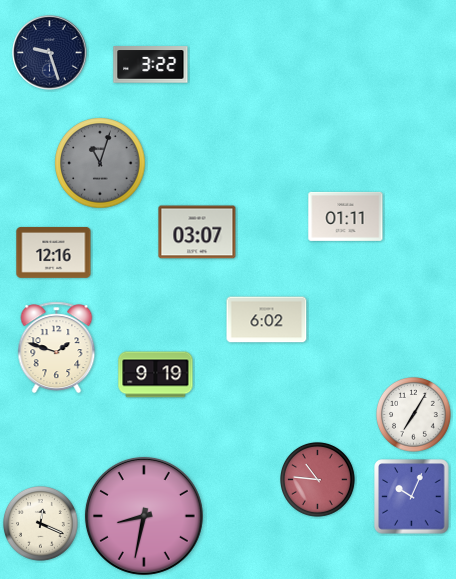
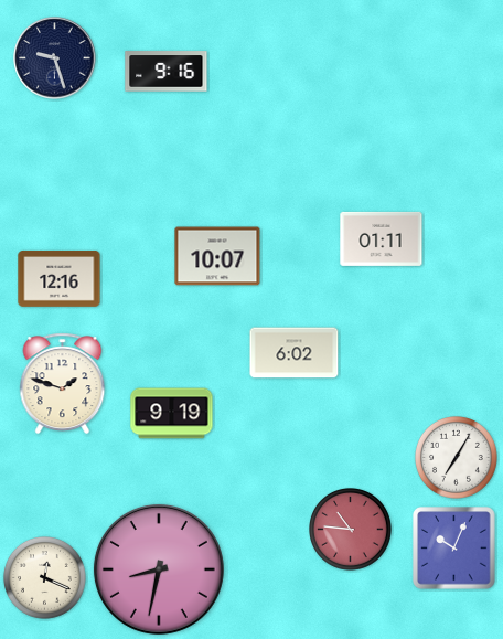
clock at (151, 65): 3:22 -> 9:16
clock at (100, 163): 11:03 -> none
clock at (197, 232): 03:07 -> 10:07
